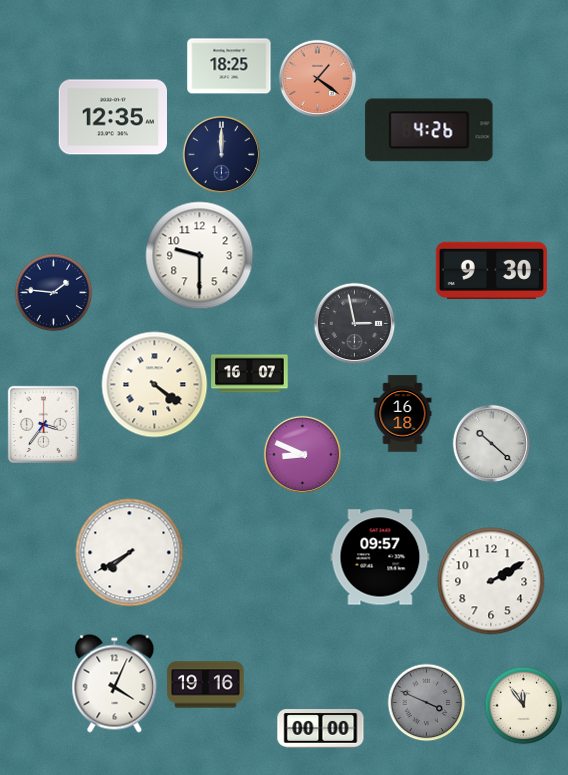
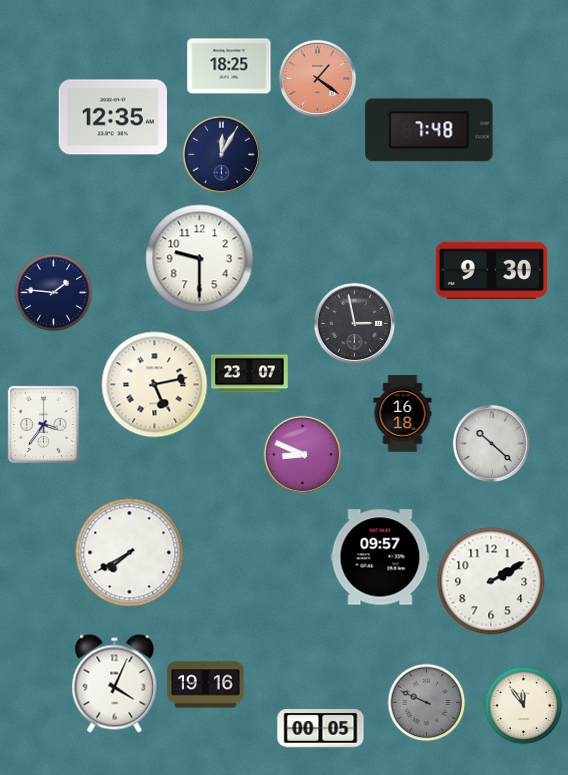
clock at (429, 130): 4:26 -> 7:48
clock at (221, 154): 12:00 -> 12:05
clock at (200, 256) position: (200, 256) -> (200, 259)
clock at (250, 374): 16:07 -> 23:07
clock at (155, 385): 4:21 -> 5:13
clock at (426, 702): 3:49 -> 9:49
clock at (321, 729): 00:00 -> 00:05
